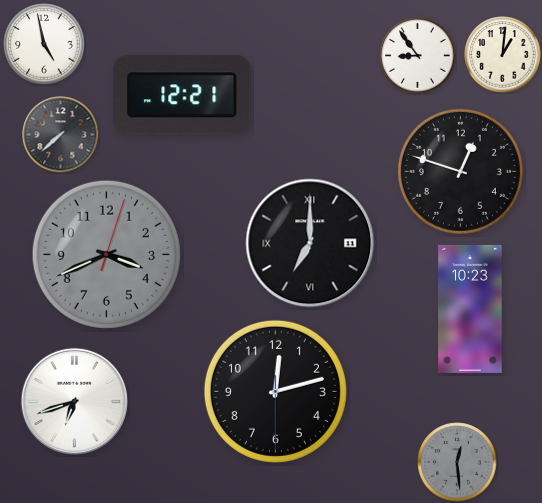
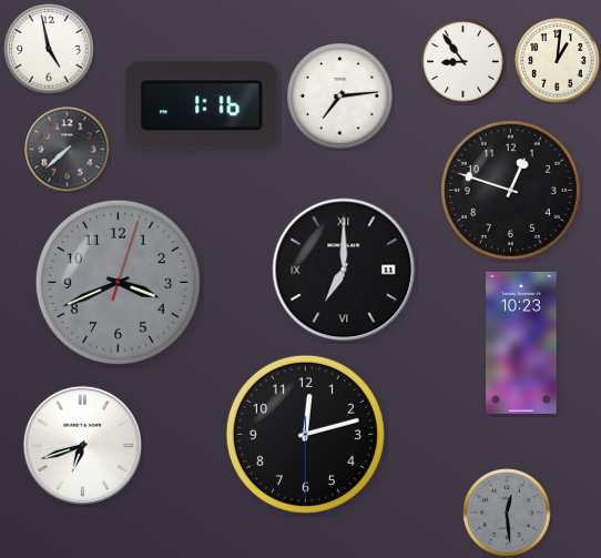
clock at (340, 97): none -> 7:14
clock at (182, 95): 12:21 -> 1:16
